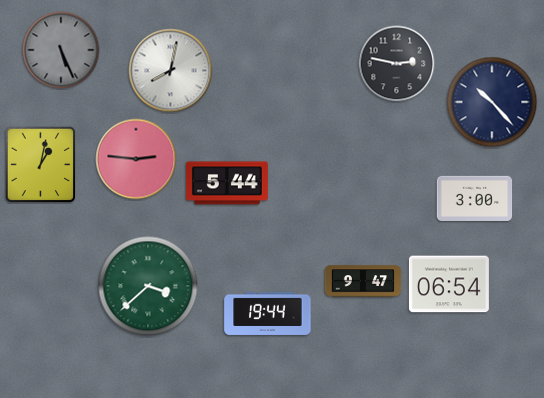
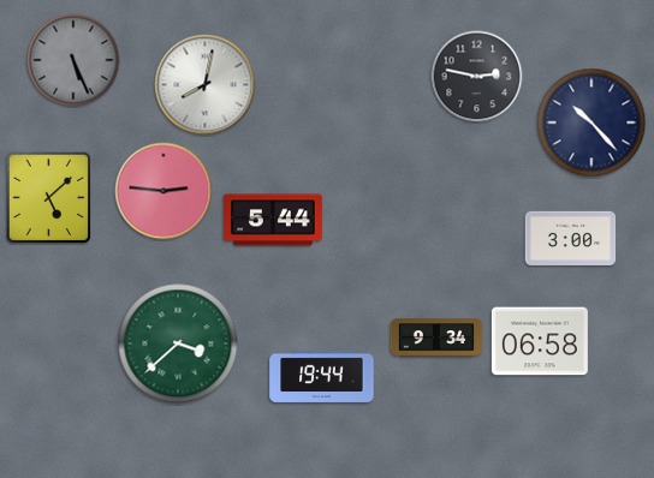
clock at (41, 165): 1:02 -> 5:08
clock at (363, 281): 9:47 -> 9:34
clock at (449, 284): 06:54 -> 06:58
